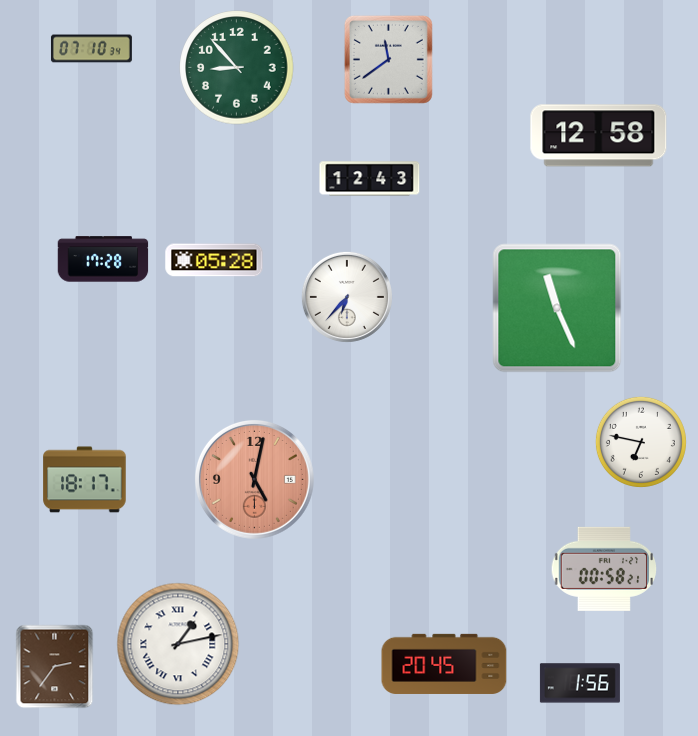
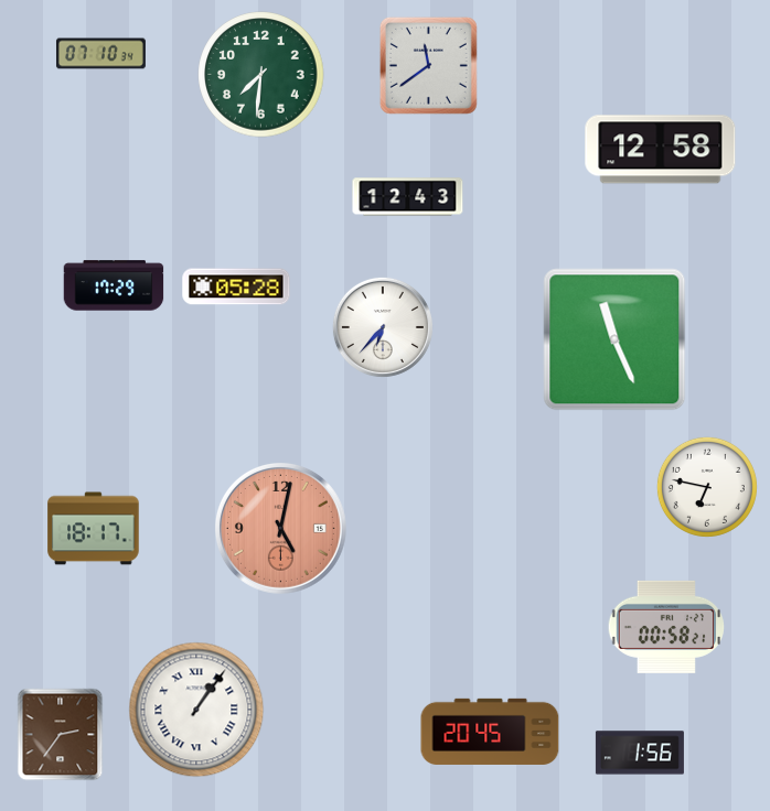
clock at (237, 68): 8:53 -> 7:31
clock at (103, 259): 17:28 -> 17:29
clock at (178, 644): 1:13 -> 1:06
